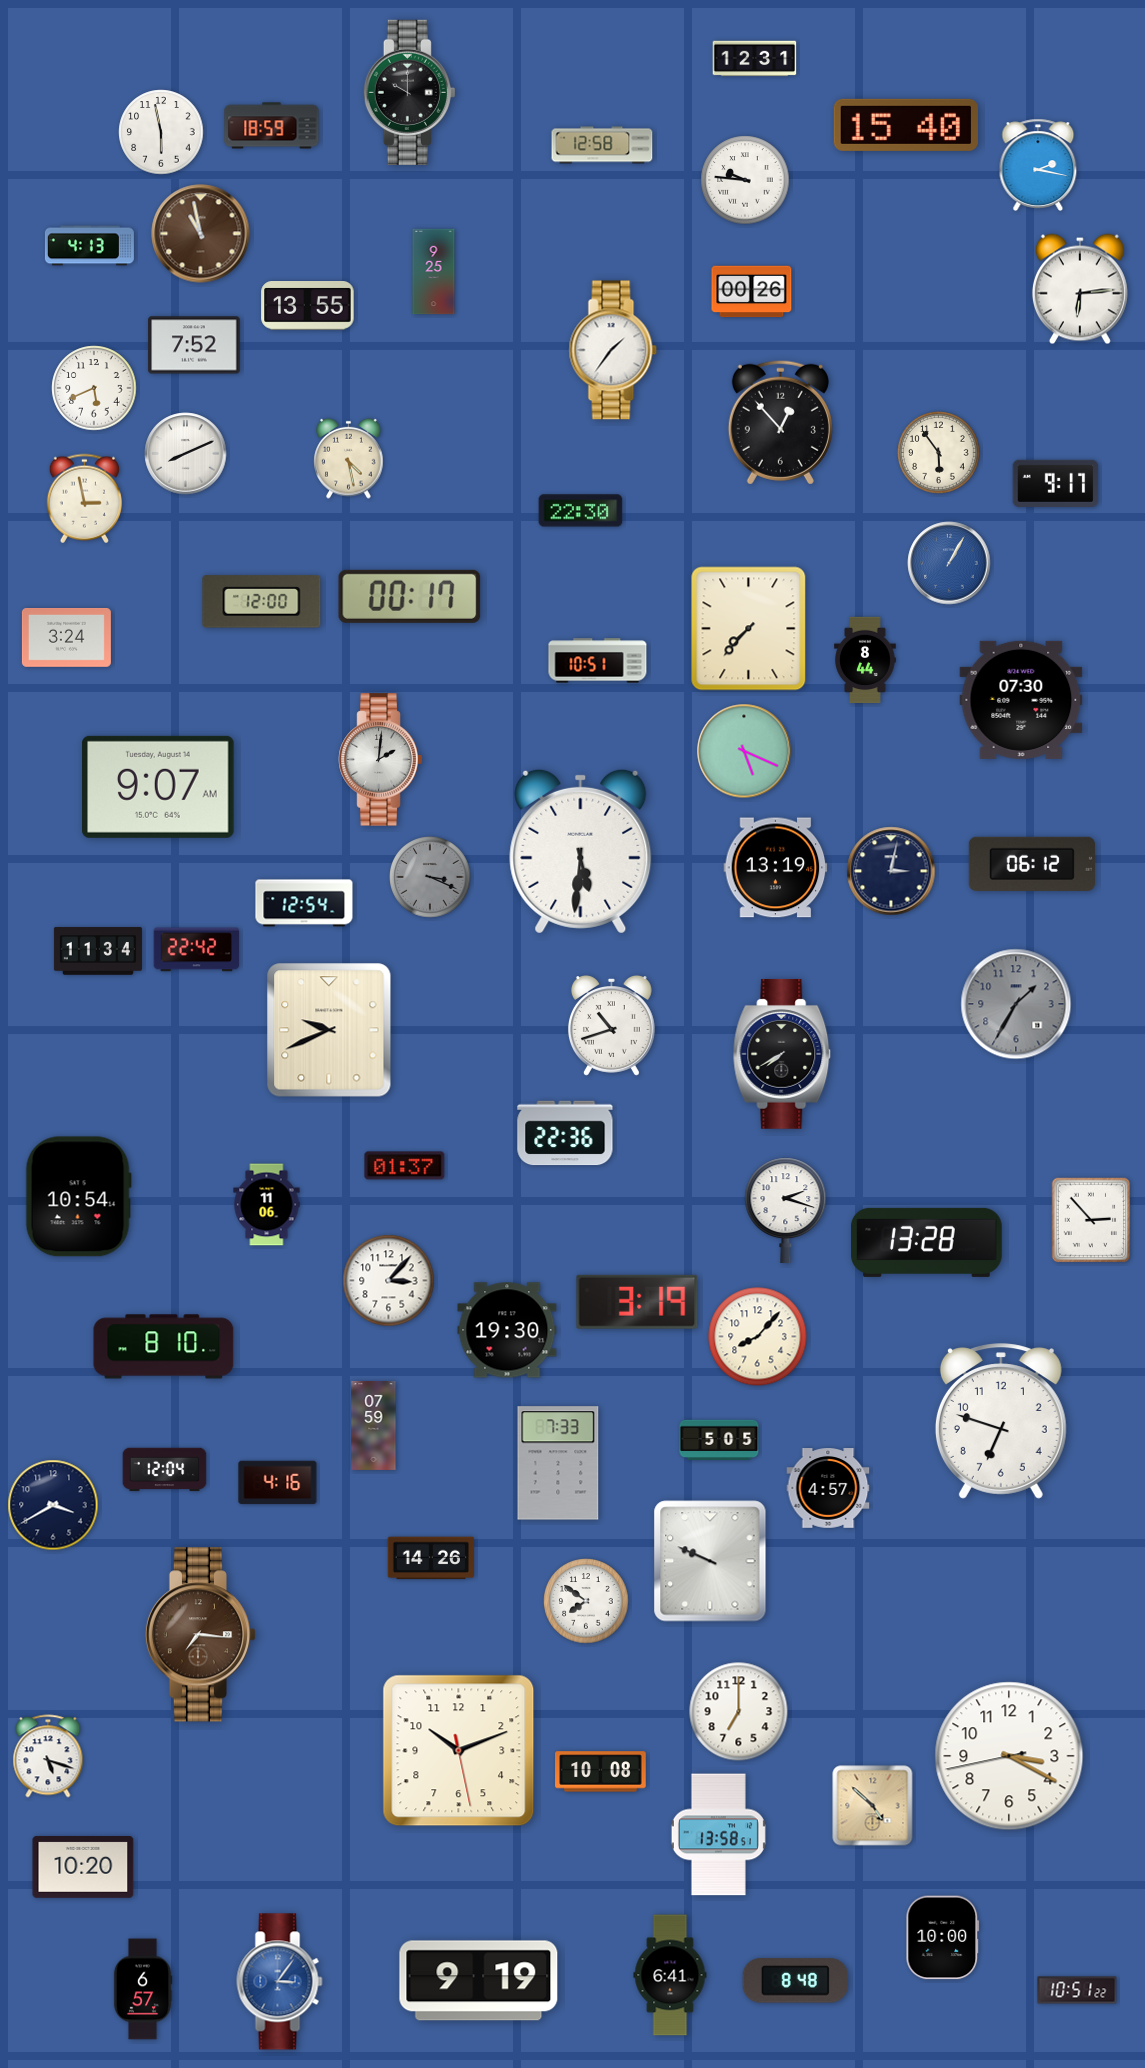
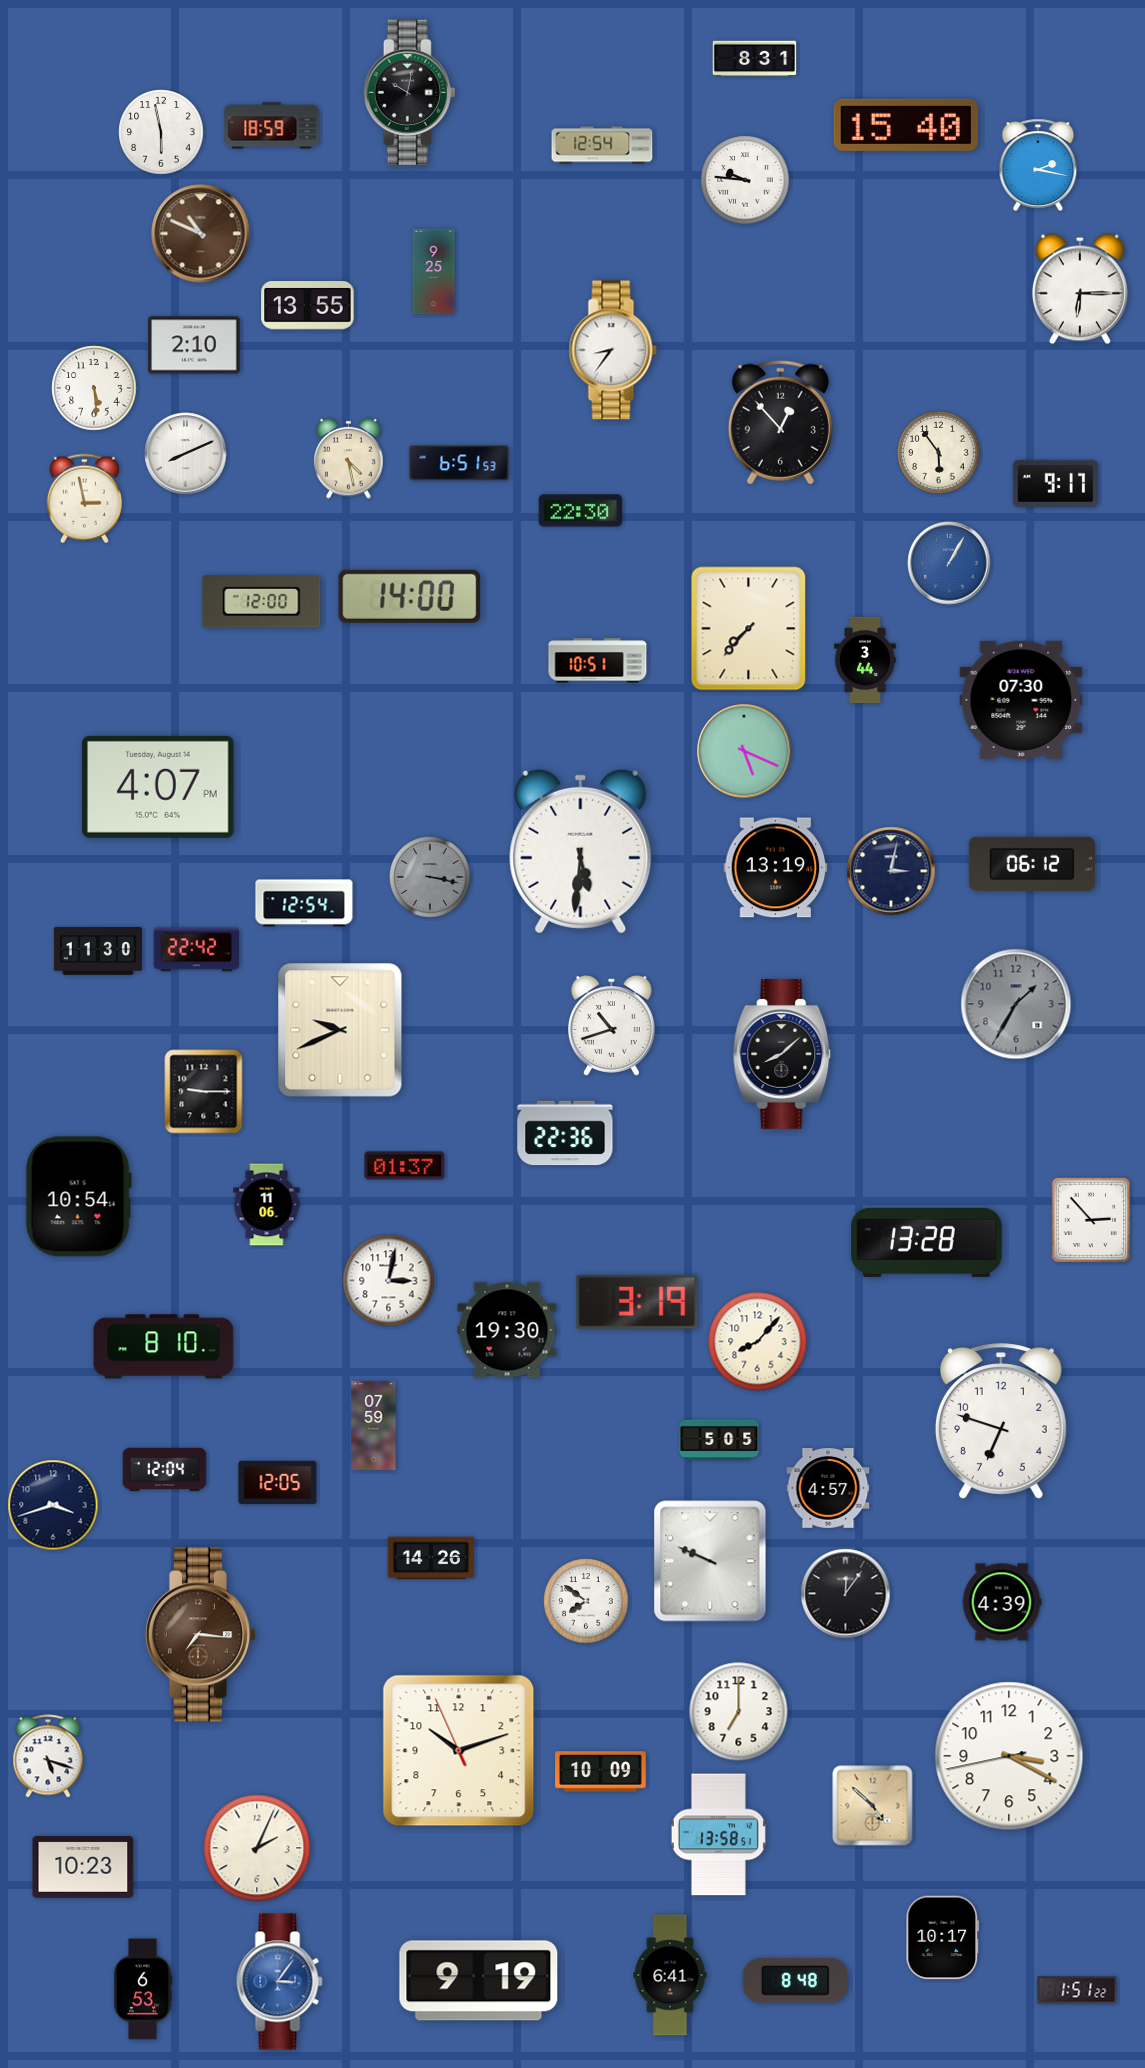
clock at (755, 59): 12:31 -> 8:31
clock at (409, 92): 10:00 -> 10:02
clock at (602, 145): 12:58 -> 12:54
clock at (201, 234): 10:58 -> 10:49
clock at (89, 246): 4:13 -> none
clock at (1080, 289): 6:14 -> 6:15
clock at (752, 292): 00:26 -> none
clock at (194, 345): 7:52 -> 2:10
clock at (613, 350): 1:36 -> 8:36
clock at (94, 388): 5:41 -> 5:29
clock at (459, 463): none -> 6:51
clock at (410, 596): 00:17 -> 14:00
clock at (66, 637): 3:24 -> none
clock at (865, 660): 8:44 -> 3:44
clock at (381, 760): 2:01 -> none
clock at (158, 787): 9:07 -> 4:07
clock at (431, 878): 3:19 -> 3:17
clock at (98, 951): 11:34 -> 11:30
clock at (329, 1030) position: (329, 1030) -> (340, 1030)
clock at (782, 1054): 7:40 -> 8:08
clock at (204, 1092): none -> 9:15
clock at (786, 1211): 2:18 -> none
clock at (389, 1281): 3:07 -> 3:02
clock at (758, 1337) position: (758, 1337) -> (758, 1342)
clock at (558, 1463): 7:33 -> none
clock at (278, 1483): 4:16 -> 12:05
clock at (53, 1505): 3:40 -> 3:42
clock at (846, 1594): none -> 12:06
clock at (1002, 1602): none -> 4:39
clock at (459, 1751): 10:11:28 -> 10:11:56
clock at (601, 1772): 10:08 -> 10:09
clock at (257, 1848): none -> 2:04
clock at (83, 1867): 10:20 -> 10:23
clock at (943, 1938): 10:00 -> 10:17
clock at (143, 1989): 6:57 -> 6:53
clock at (1077, 1990): 10:51 -> 1:51
